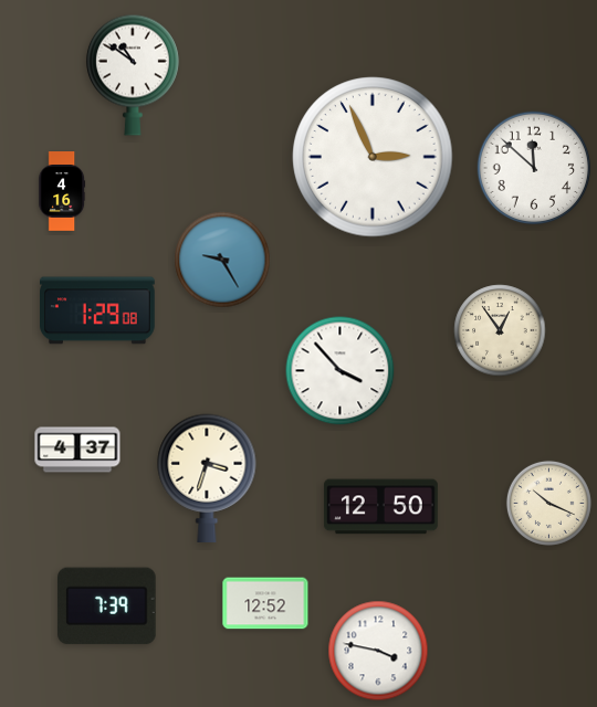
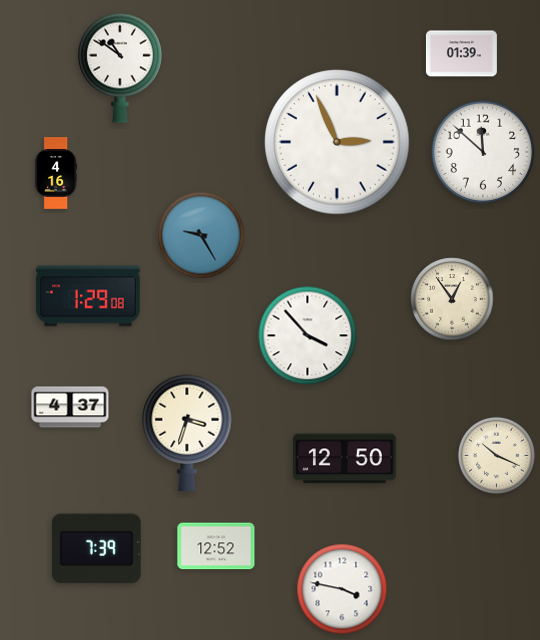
clock at (461, 54): none -> 01:39
clock at (98, 310) position: (98, 310) -> (89, 296)
clock at (265, 603) position: (265, 603) -> (216, 546)
